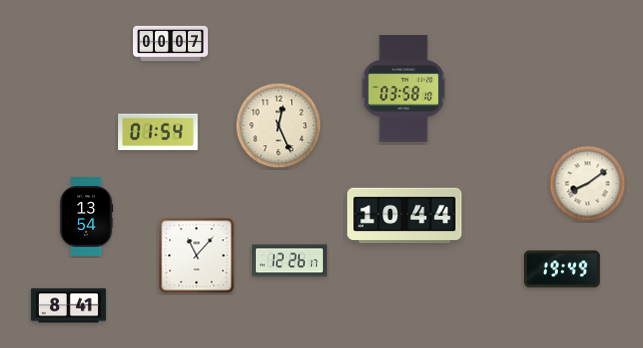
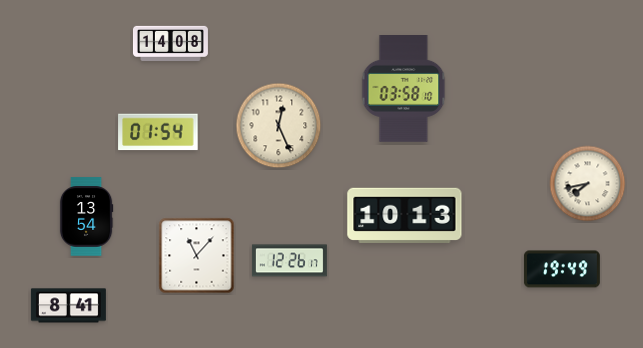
clock at (170, 43): 00:07 -> 14:08
clock at (588, 184): 8:09 -> 7:43
clock at (405, 215): 10:44 -> 10:13
